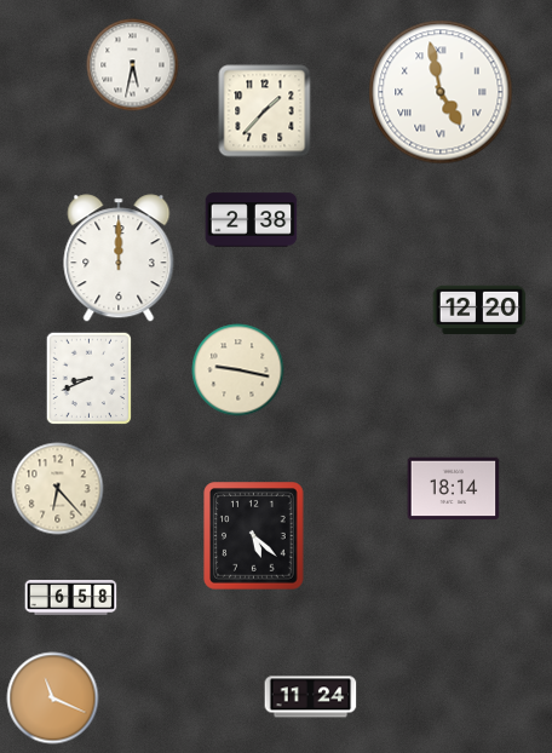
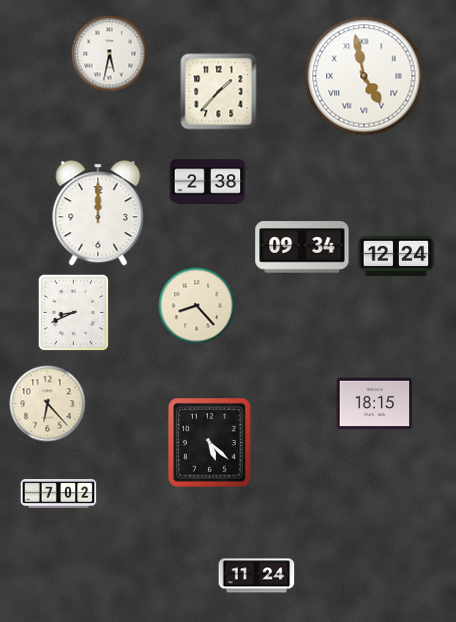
clock at (302, 247): none -> 09:34
clock at (479, 310): 12:20 -> 12:24
clock at (238, 370): 9:17 -> 8:23
clock at (454, 489): 18:14 -> 18:15
clock at (71, 598): 6:58 -> 7:02
clock at (53, 699): 11:19 -> none
